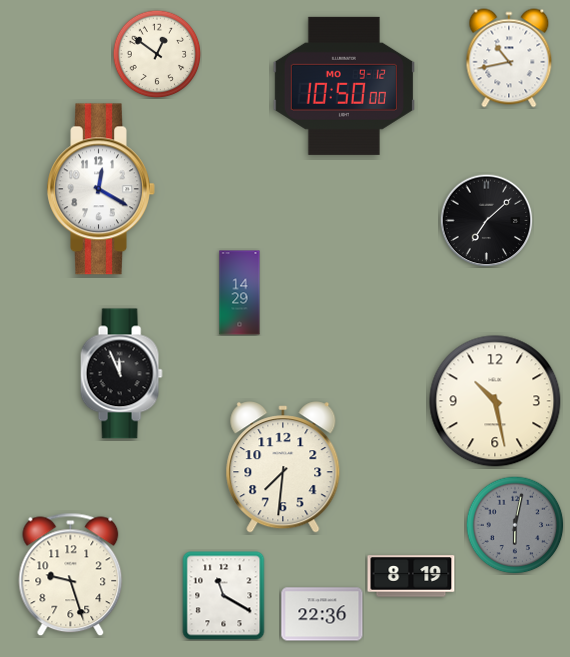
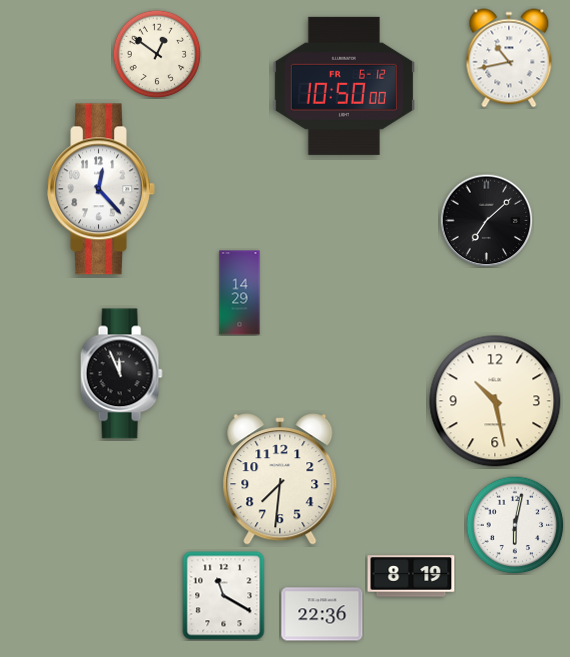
clock at (344, 86) date: MO 9-12 -> FR 6-12
clock at (101, 189): 12:20 -> 12:23
clock at (283, 467) position: (283, 467) -> (280, 479)
clock at (515, 525) dial: grey -> white
clock at (71, 575): 9:27 -> none
